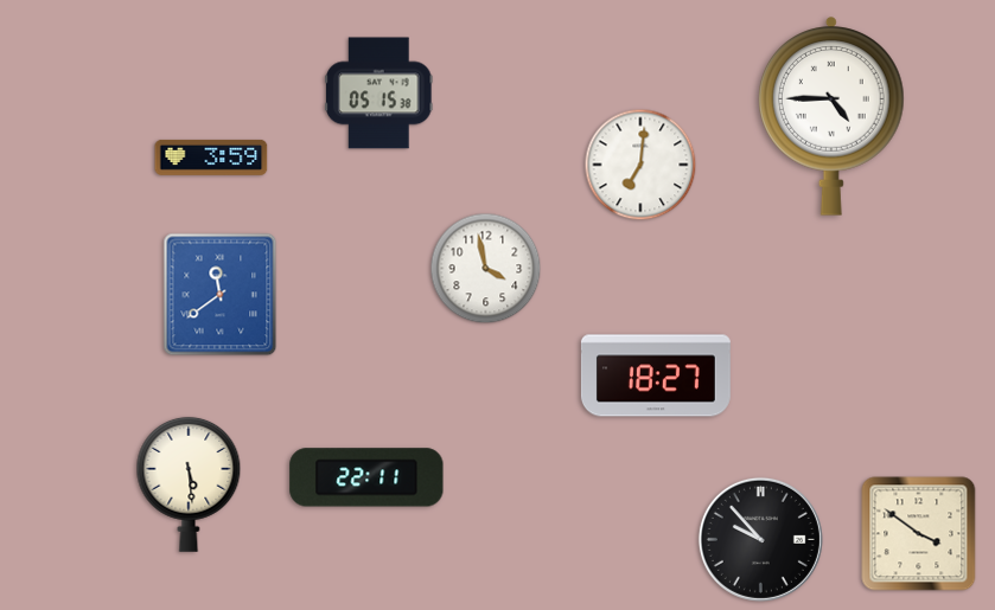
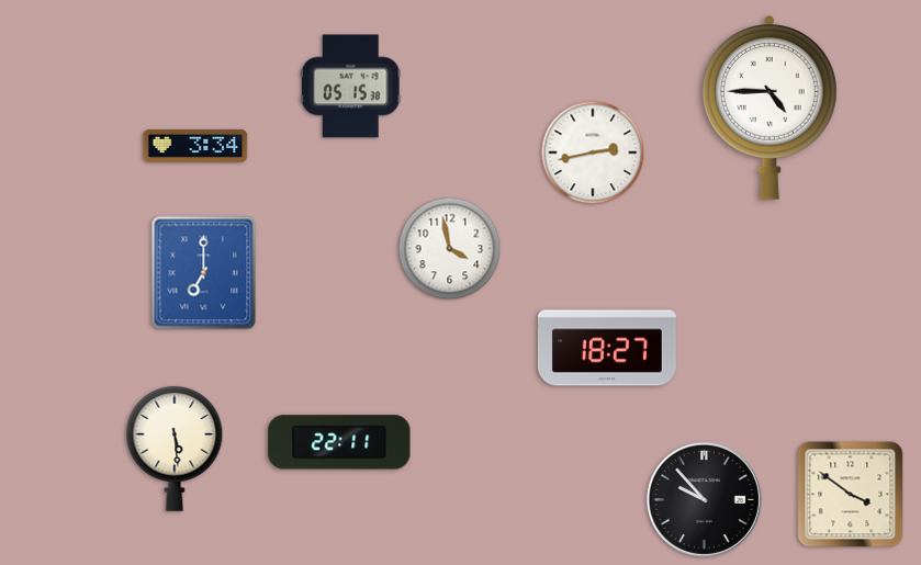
clock at (211, 158): 3:59 -> 3:34
clock at (640, 165): 7:01 -> 2:43
clock at (221, 295): 11:39 -> 7:00
